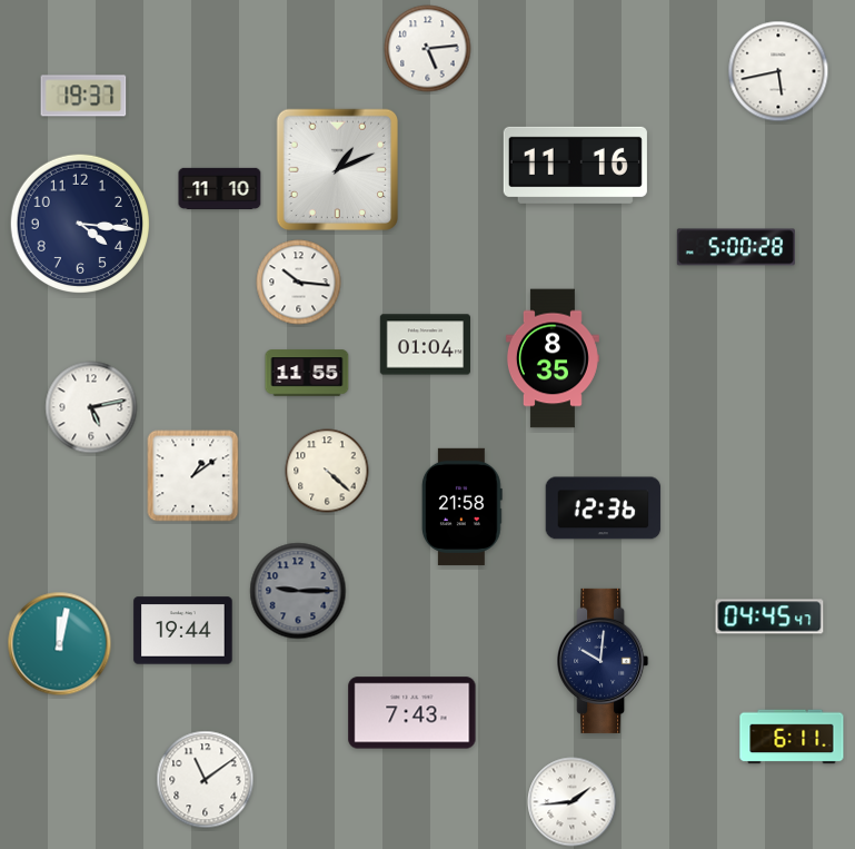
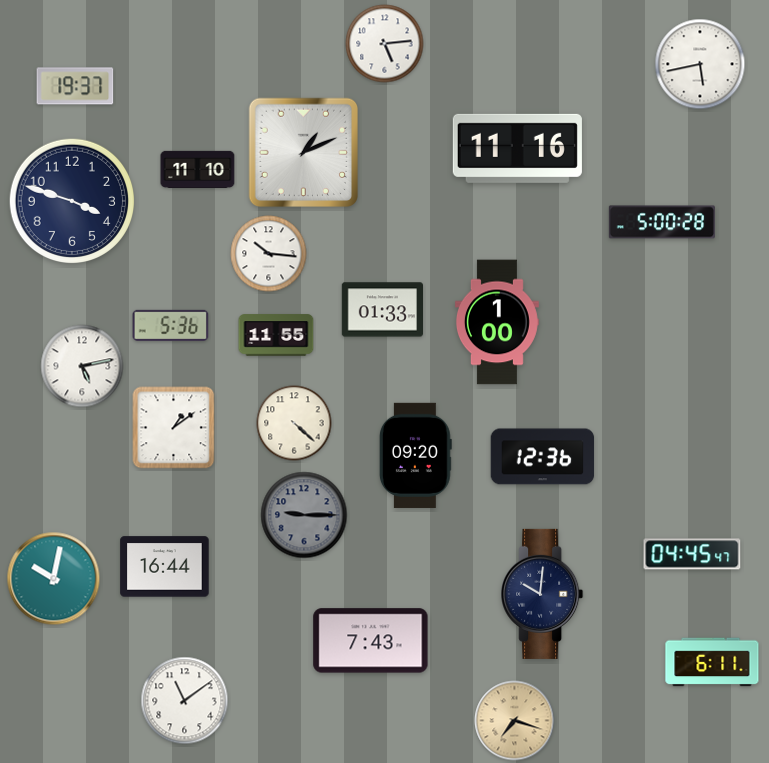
clock at (79, 223): 4:16 -> 3:48
clock at (425, 345): 01:04 -> 01:33
clock at (553, 358): 8:35 -> 1:00
clock at (171, 325): none -> 5:36
clock at (461, 506): 21:58 -> 09:20
clock at (298, 591) position: (298, 591) -> (304, 515)
clock at (183, 631): 19:44 -> 16:44
clock at (60, 644): 12:02 -> 10:02
clock at (573, 802): 1:44 -> 7:18
clock at (573, 802) dial: white -> champagne
